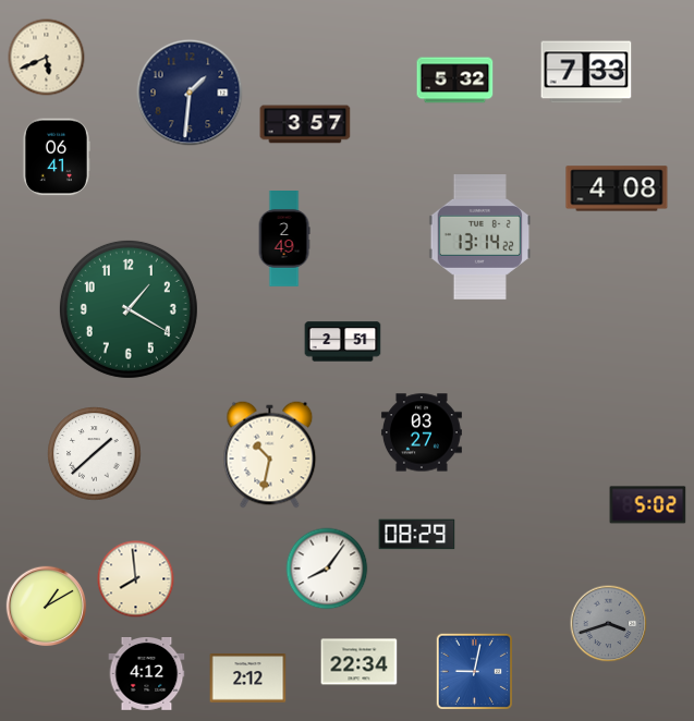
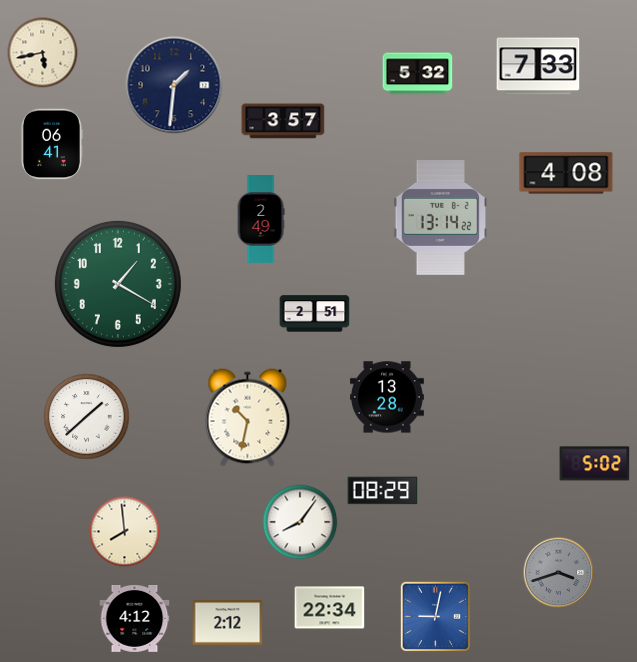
clock at (47, 58): 5:41 -> 5:43
clock at (305, 124) position: (305, 124) -> (283, 121)
clock at (422, 432): 03:27 -> 13:28
clock at (47, 607): 1:10 -> none
